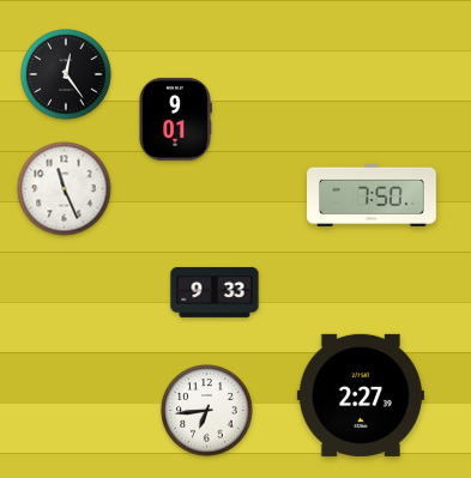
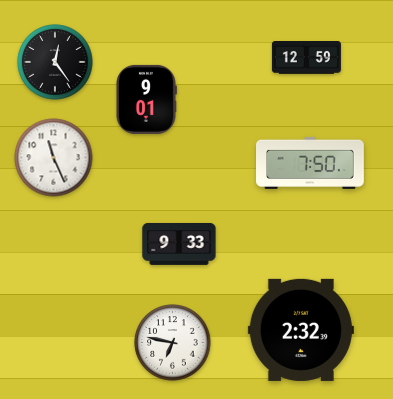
clock at (306, 58): none -> 12:59
clock at (361, 395): 2:27 -> 2:32
clock at (207, 411): 6:44 -> 6:47
